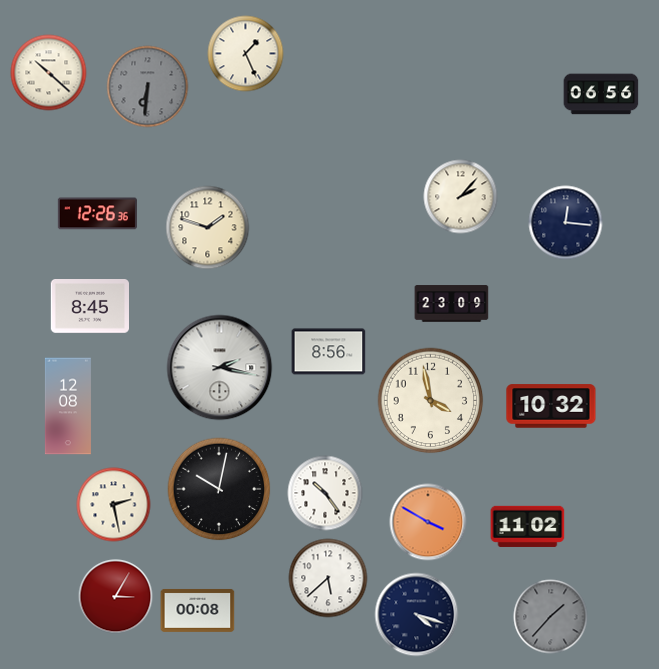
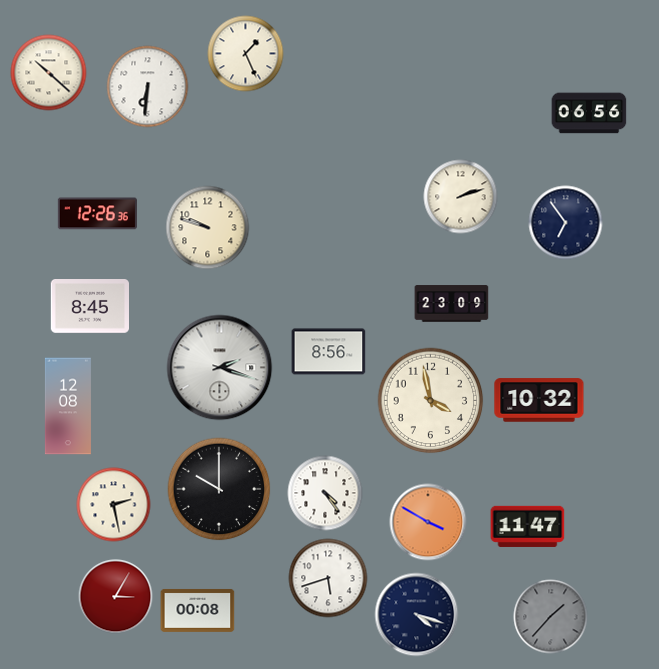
clock at (148, 87) dial: grey -> white
clock at (601, 94) position: (601, 94) -> (589, 113)
clock at (461, 197): 2:07 -> 2:12
clock at (566, 223): 12:16 -> 6:54
clock at (208, 228): 1:48 -> 9:48
clock at (220, 368): 2:17 -> 2:18
clock at (551, 406) position: (551, 406) -> (539, 400)
clock at (219, 489): 10:02 -> 10:00
clock at (325, 493): 10:24 -> 4:24
clock at (528, 526): 11:02 -> 11:47
clock at (328, 578): 5:38 -> 5:42
